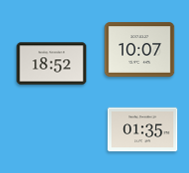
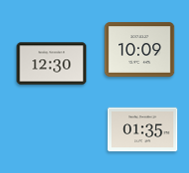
clock at (140, 50): 10:07 -> 10:09
clock at (52, 64): 18:52 -> 12:30
